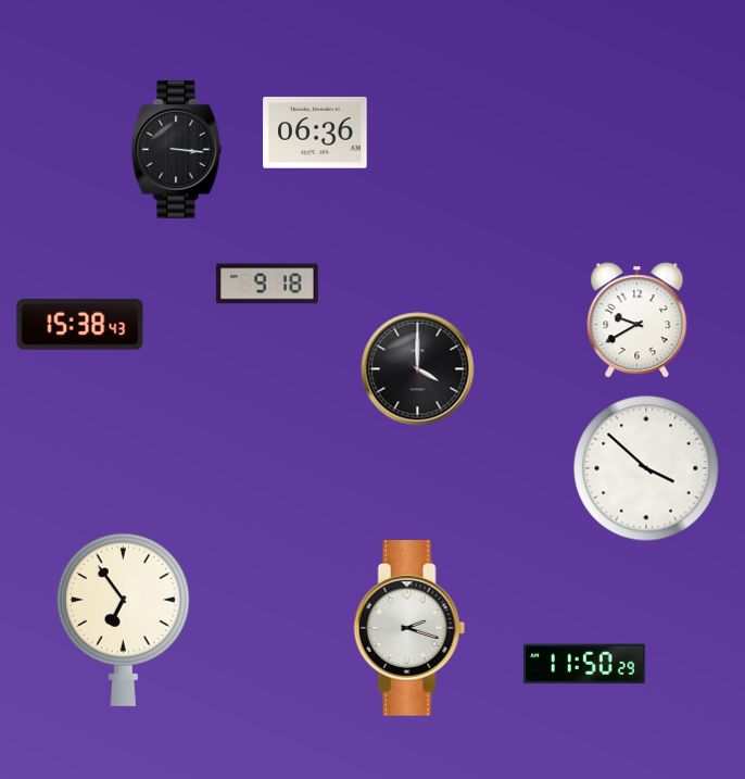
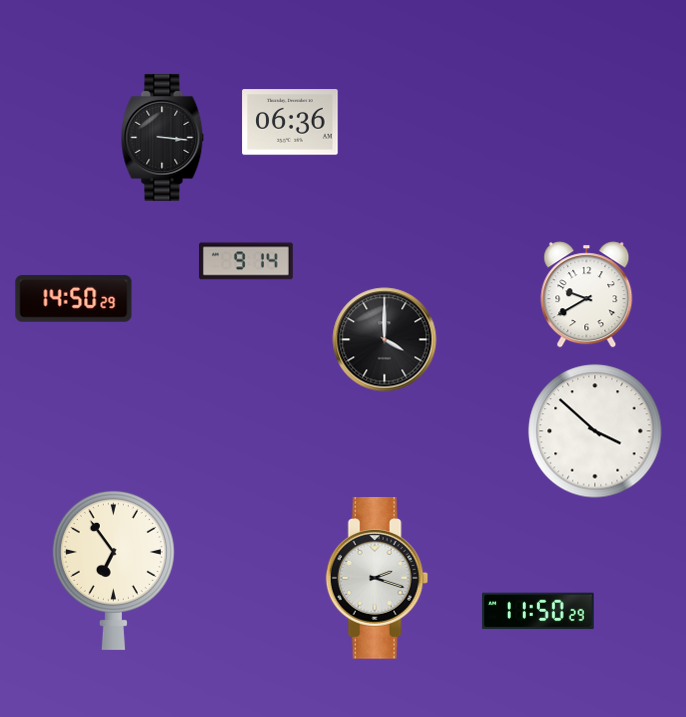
clock at (267, 284): 9:18 -> 9:14
clock at (80, 325): 15:38 -> 14:50
